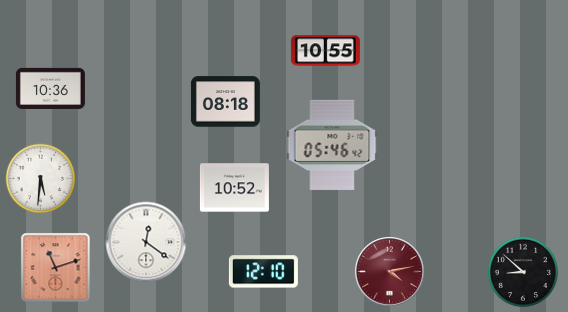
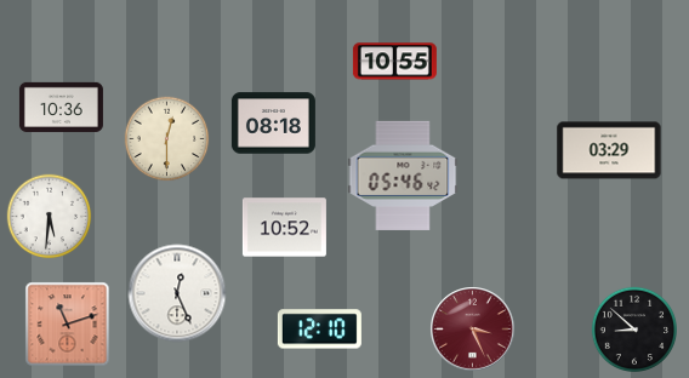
clock at (167, 139): none -> 12:30
clock at (609, 150): none -> 03:29
clock at (146, 242): 12:21 -> 12:26
clock at (390, 272): 4:13 -> 3:26
